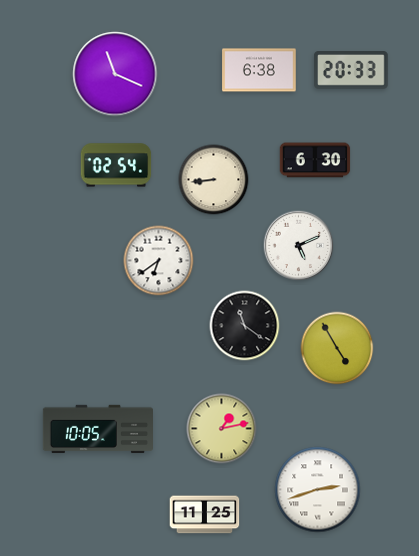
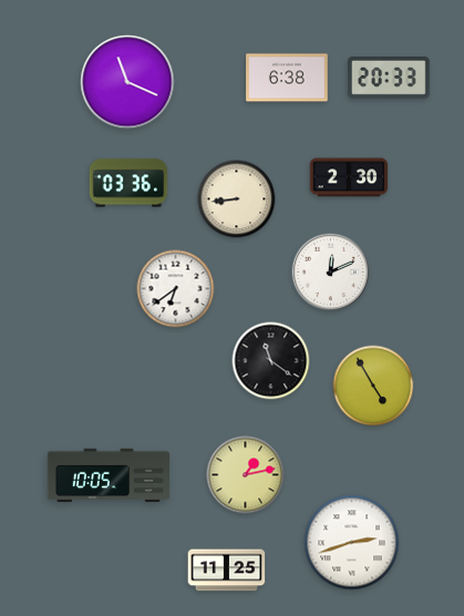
clock at (315, 160): 6:30 -> 2:30
clock at (116, 165): 02:54 -> 03:36
clock at (299, 246): 5:11 -> 12:11
